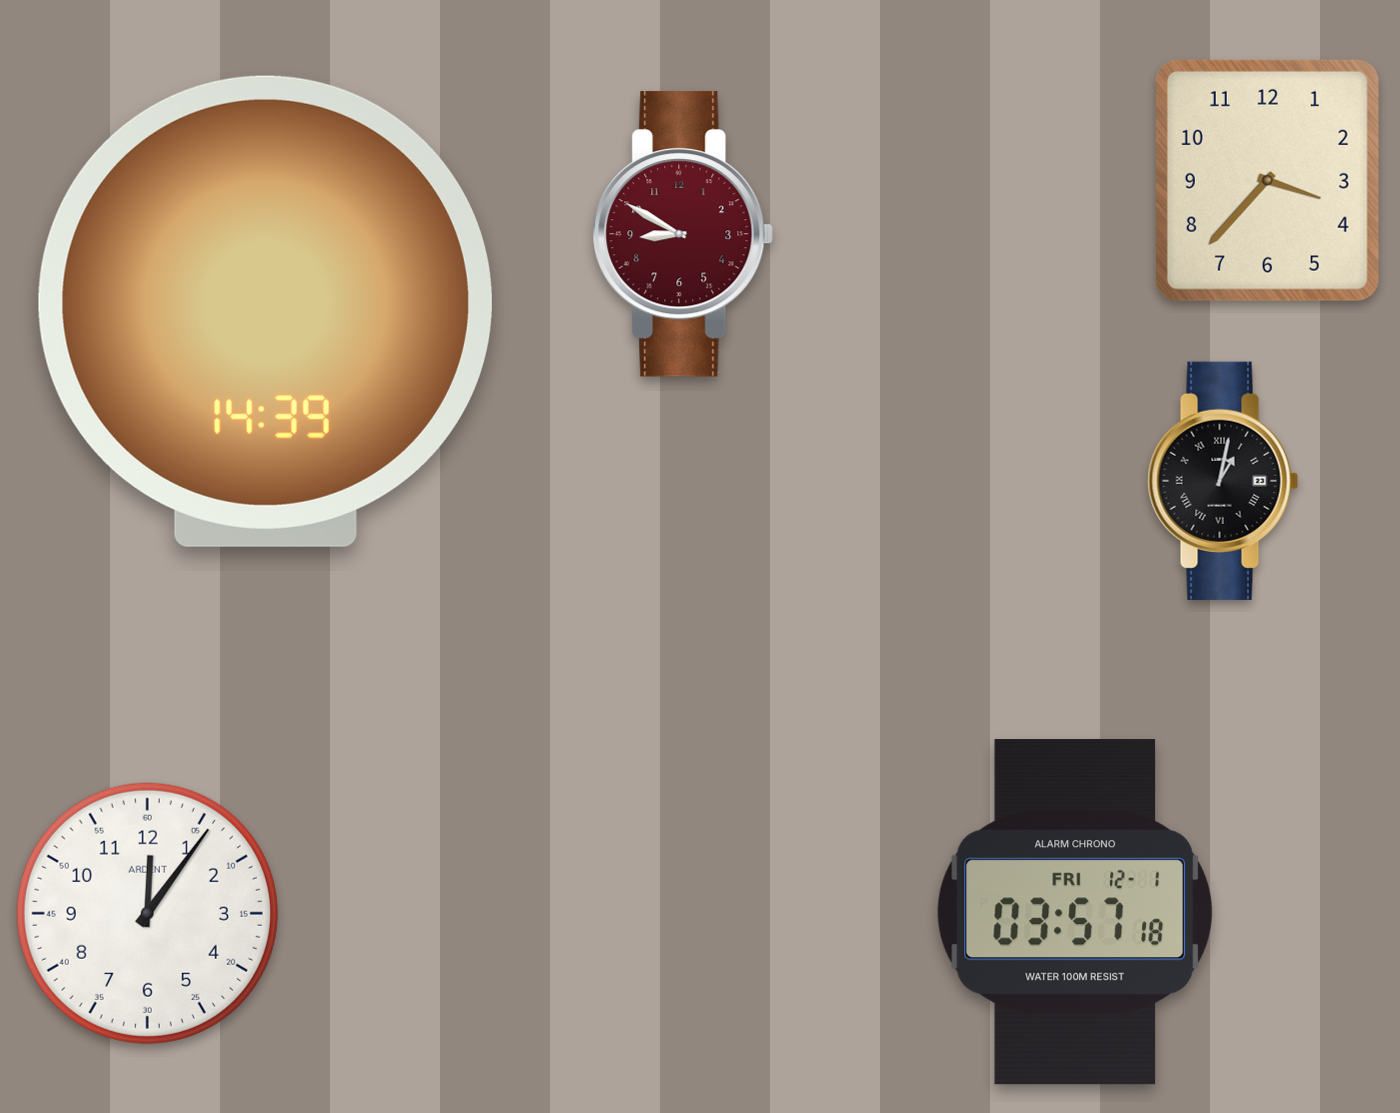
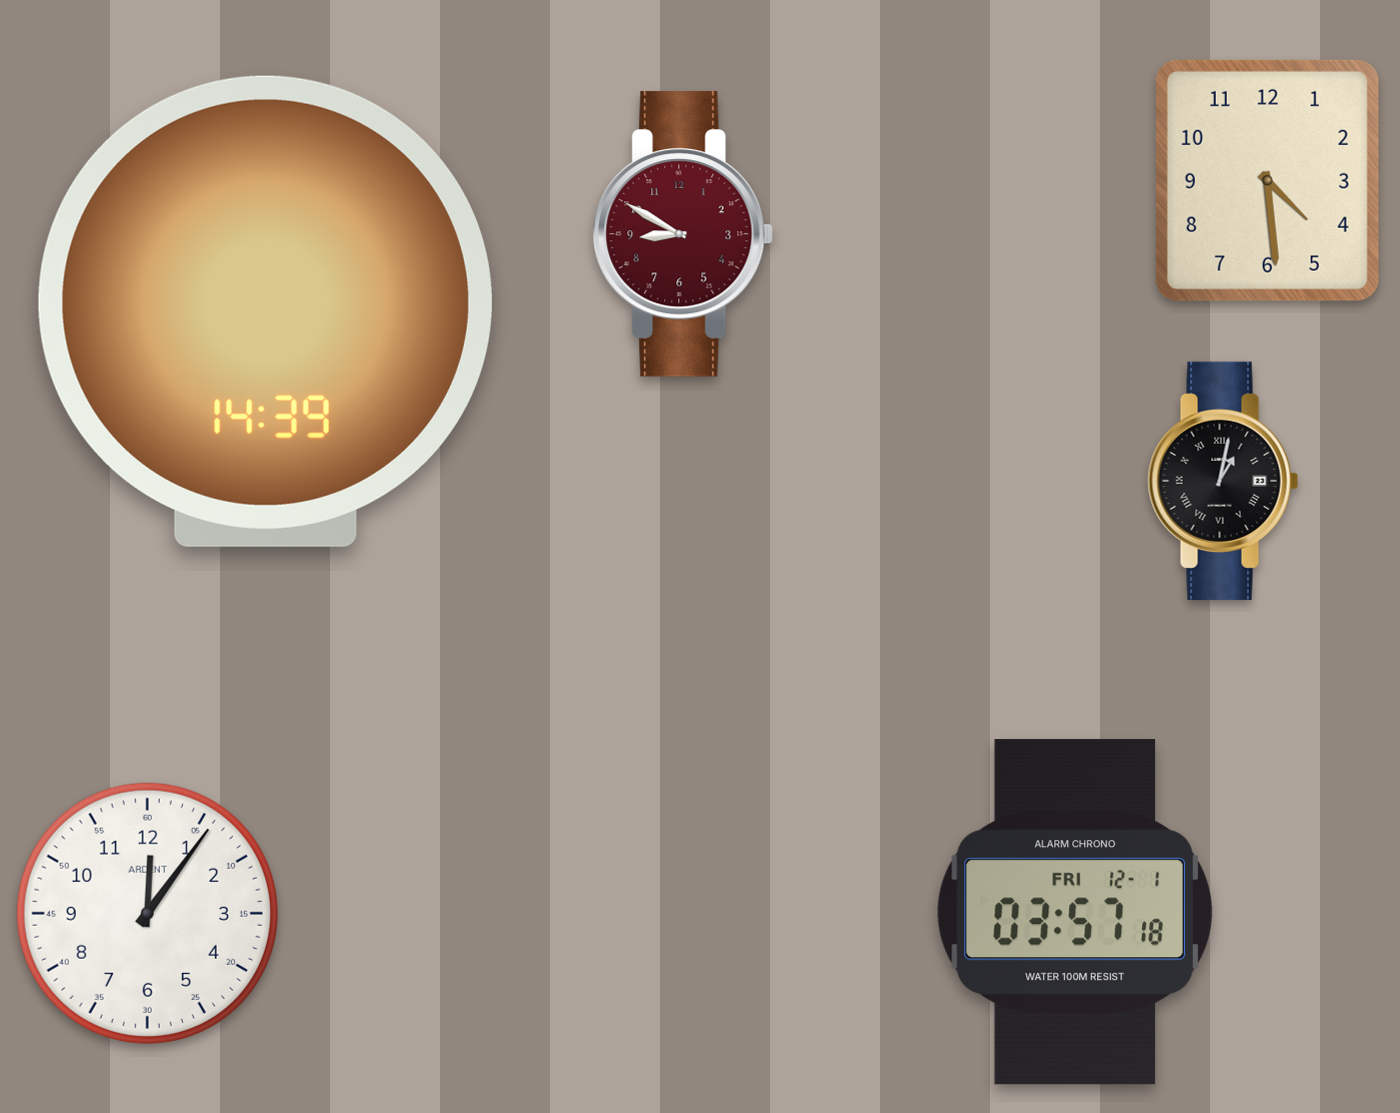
clock at (1267, 180): 3:37 -> 4:29
